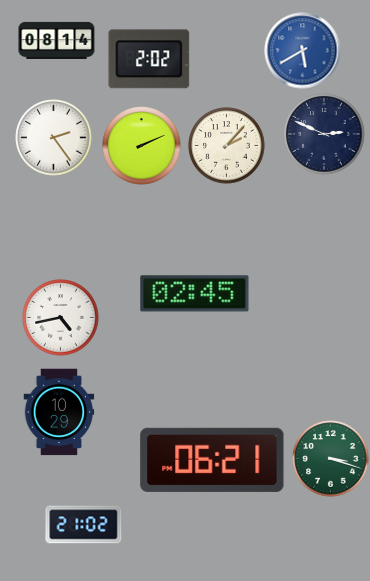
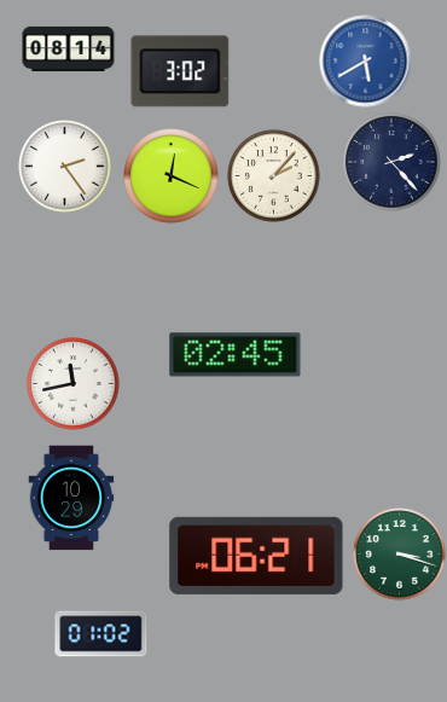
clock at (149, 59): 2:02 -> 3:02
clock at (324, 134): 2:49 -> 2:23
clock at (142, 146): 2:11 -> 12:19
clock at (61, 318): 4:43 -> 11:43
clock at (84, 525): 21:02 -> 01:02
